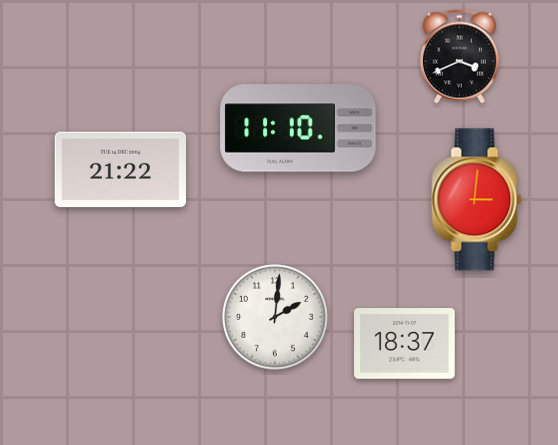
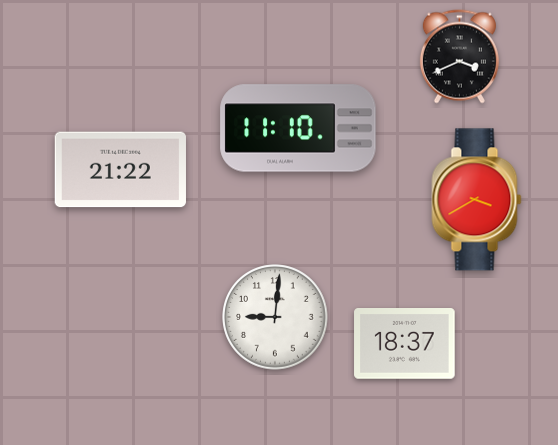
clock at (477, 200): 3:01 -> 3:40
clock at (275, 317): 2:01 -> 9:01
